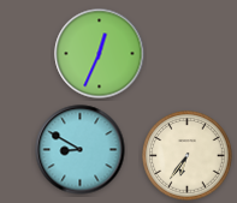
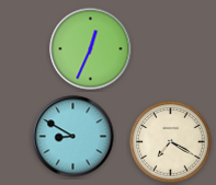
clock at (188, 156): 6:36 -> 7:20
